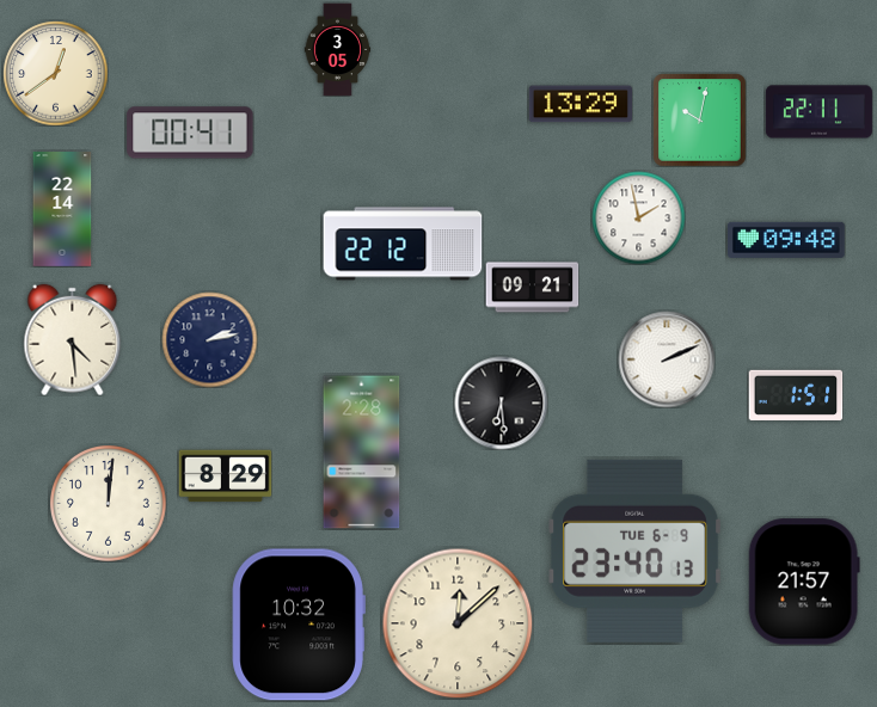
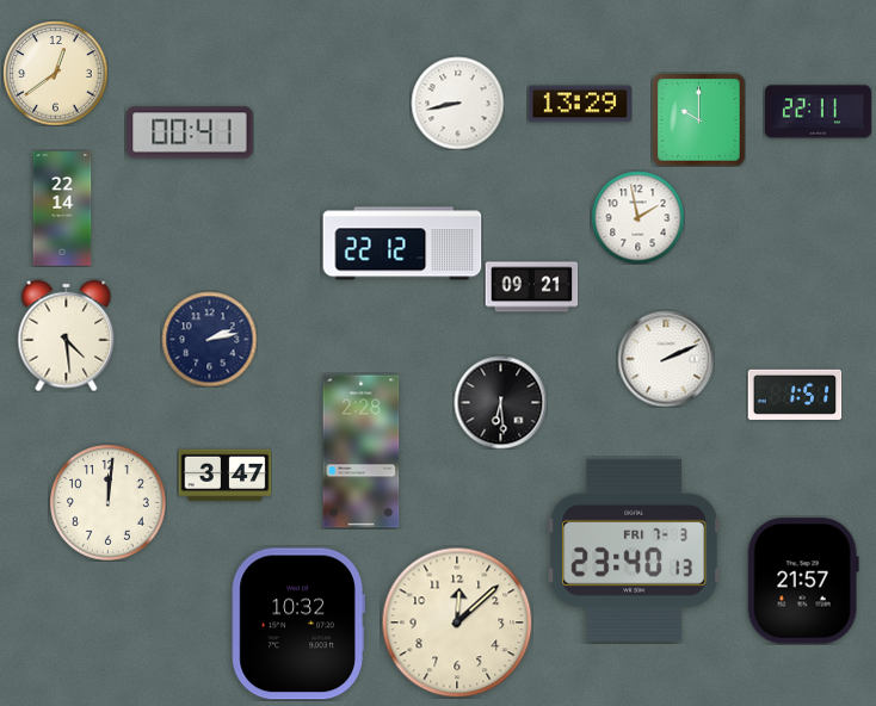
clock at (338, 49): 3:05 -> none
clock at (457, 103): none -> 8:43
clock at (699, 119): 10:02 -> 10:00
clock at (786, 240): 09:48 -> none
clock at (73, 339) position: (73, 339) -> (67, 335)
clock at (225, 477): 8:29 -> 3:47
clock at (634, 551) date: TUE 6-9 -> FRI 7-3
